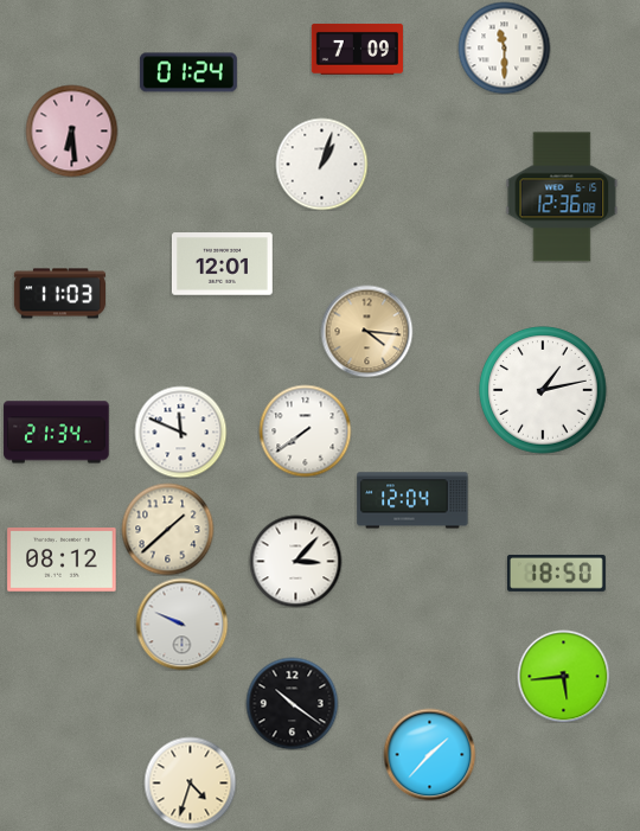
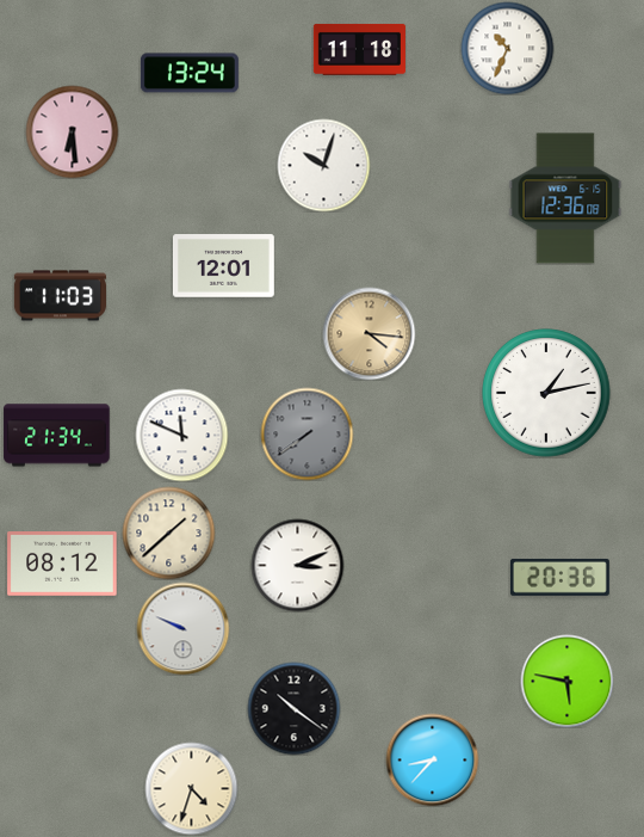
clock at (504, 47): 11:30 -> 10:34
clock at (357, 49): 7:09 -> 11:18
clock at (188, 72): 01:24 -> 13:24
clock at (321, 164): 1:03 -> 10:03
clock at (305, 430) dial: white -> grey
clock at (412, 500): 12:04 -> none
clock at (295, 561): 3:07 -> 3:11
clock at (556, 574): 18:50 -> 20:36
clock at (563, 676): 5:44 -> 5:47
clock at (429, 754): 1:37 -> 8:37
